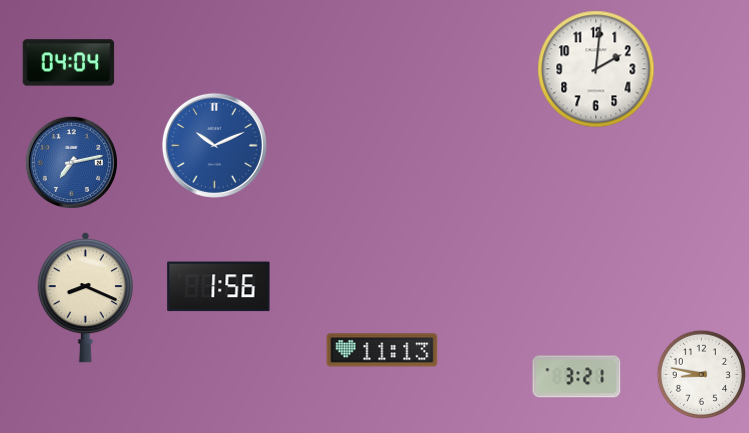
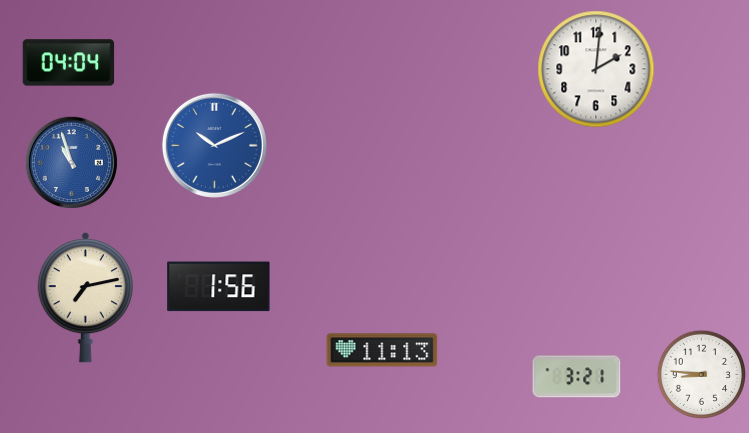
clock at (71, 162): 7:13 -> 10:57
clock at (85, 297): 8:19 -> 7:13
clock at (701, 374): 8:47 -> 8:46
